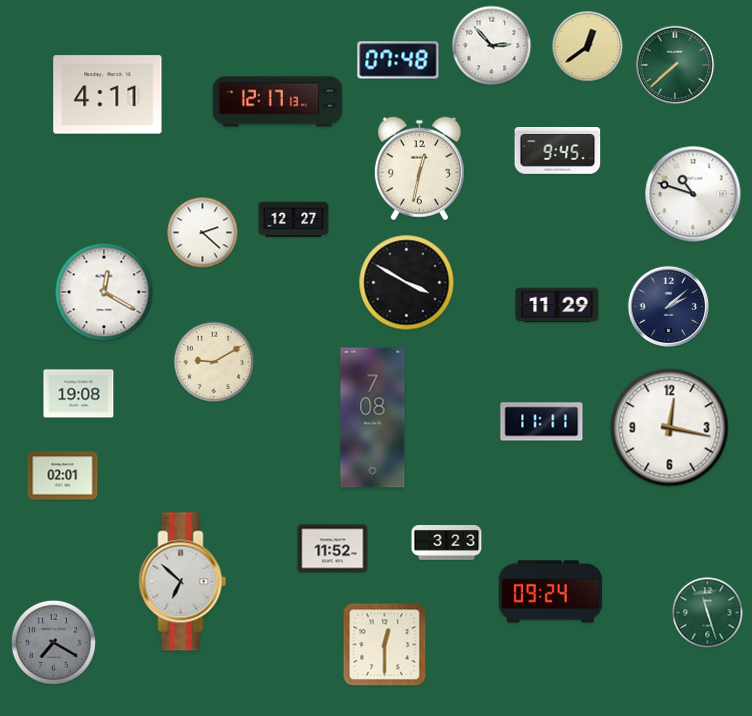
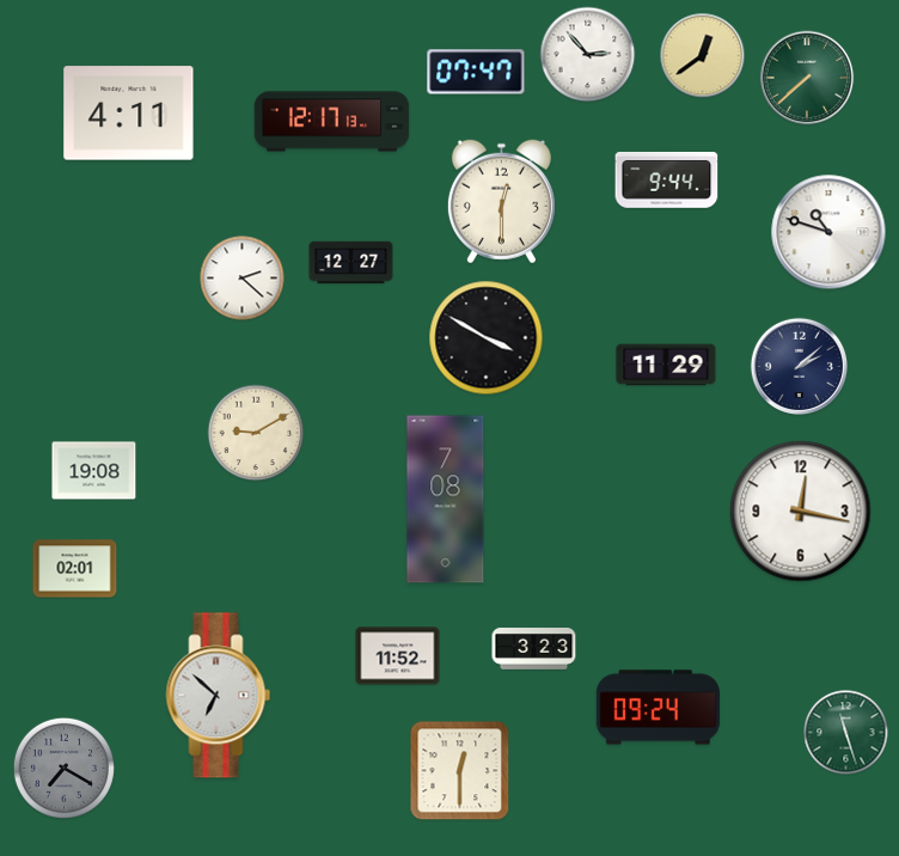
clock at (398, 60): 07:48 -> 07:47
clock at (558, 151): 9:45 -> 9:44
clock at (419, 169): 12:32 -> 12:30
clock at (104, 292): 12:20 -> none
clock at (542, 422): 11:11 -> none
